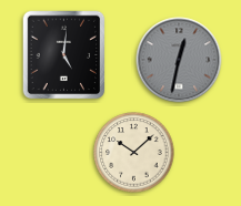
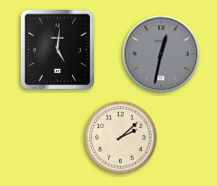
clock at (134, 153): 10:08 -> 2:08
